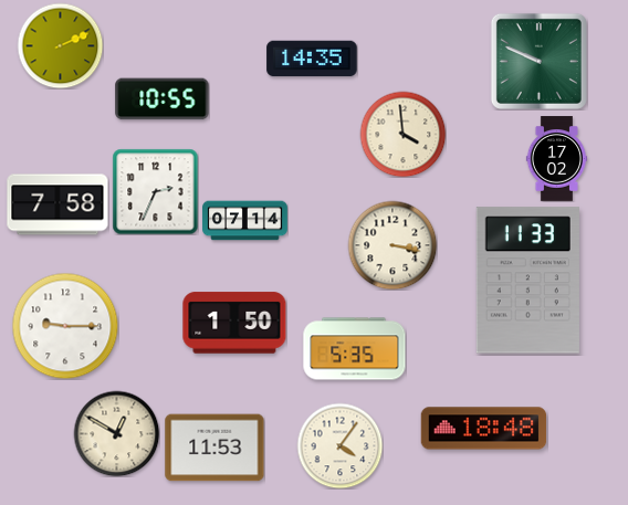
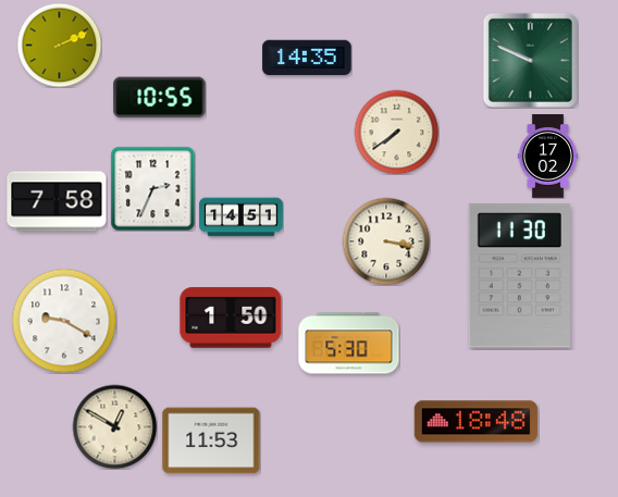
clock at (402, 134): 3:59 -> 7:39
clock at (245, 221): 07:14 -> 14:51
clock at (527, 281): 11:33 -> 11:30
clock at (65, 326): 9:15 -> 9:20
clock at (355, 349): 5:35 -> 5:30
clock at (339, 445): 4:06 -> none
